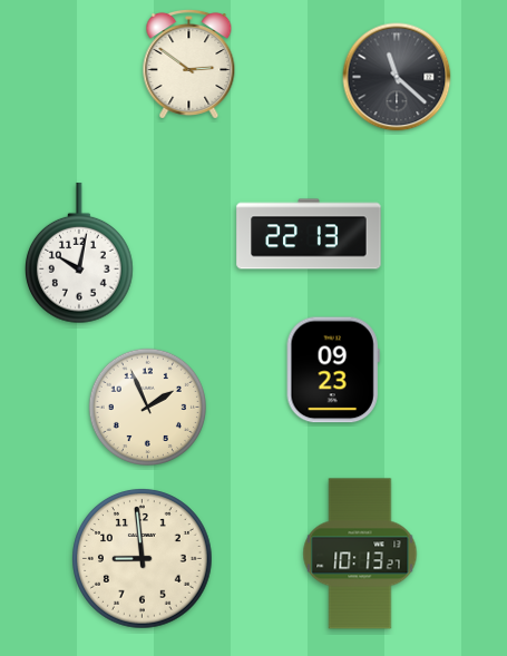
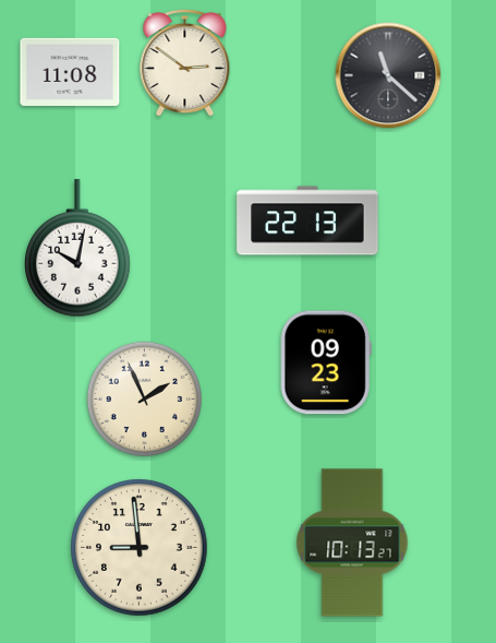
clock at (70, 72): none -> 11:08
clock at (309, 234) position: (309, 234) -> (307, 221)
